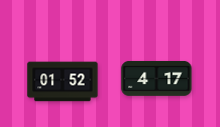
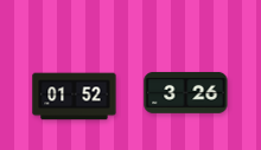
clock at (157, 78): 4:17 -> 3:26
